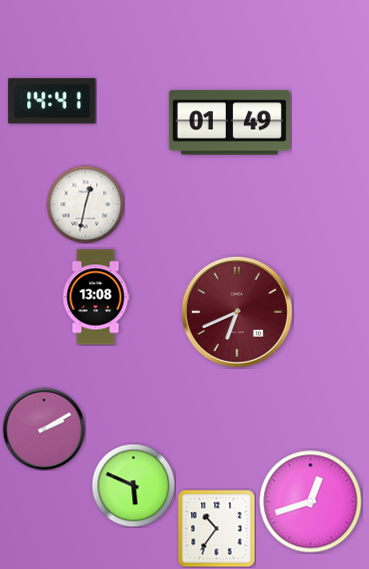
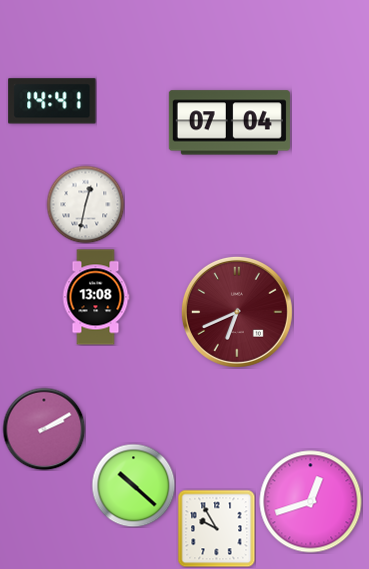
clock at (229, 123): 01:49 -> 07:04
clock at (133, 485): 5:49 -> 10:22
clock at (216, 528): 10:36 -> 9:55
